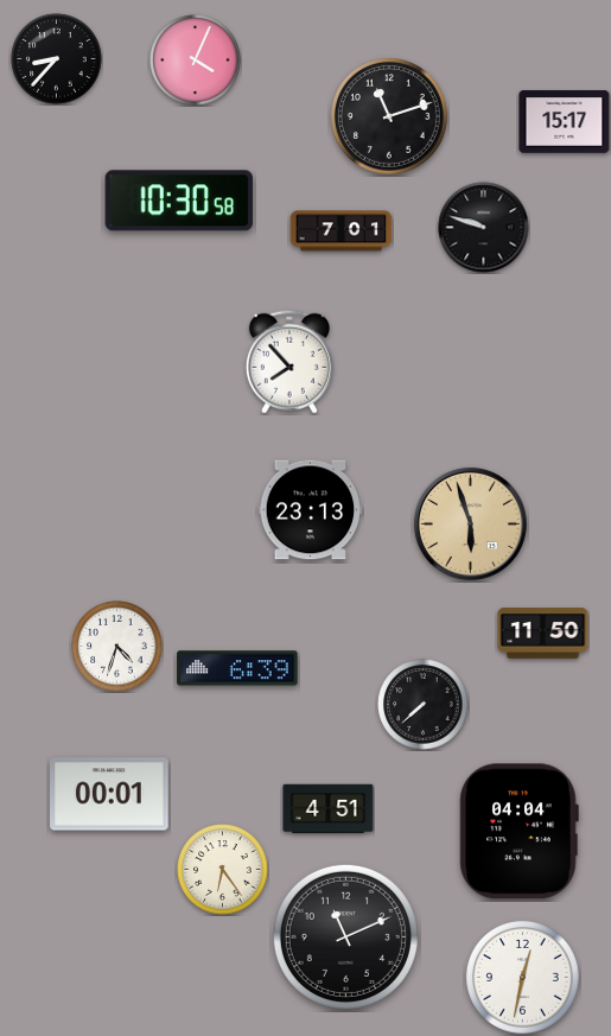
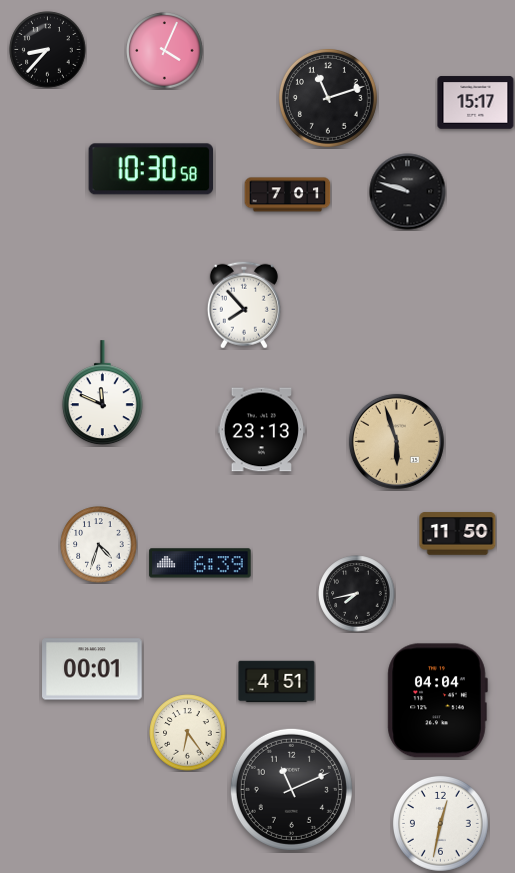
clock at (102, 393): none -> 11:49
clock at (424, 705): 7:38 -> 7:43
